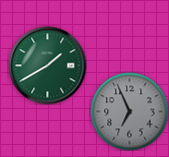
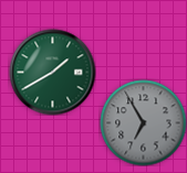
clock at (129, 111): 6:56 -> 6:55
